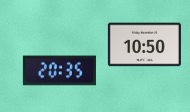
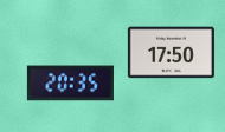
clock at (144, 45): 10:50 -> 17:50
